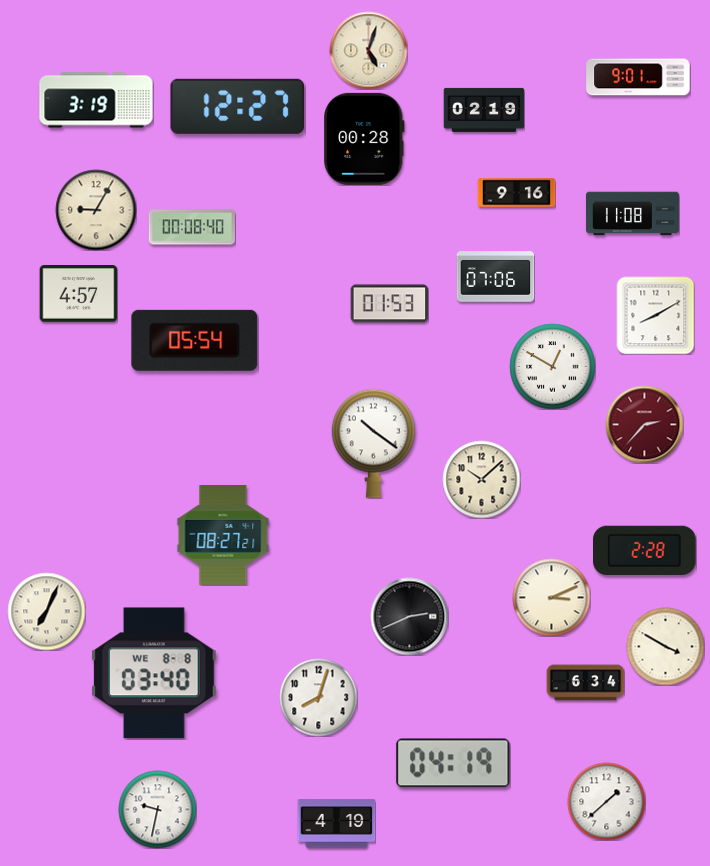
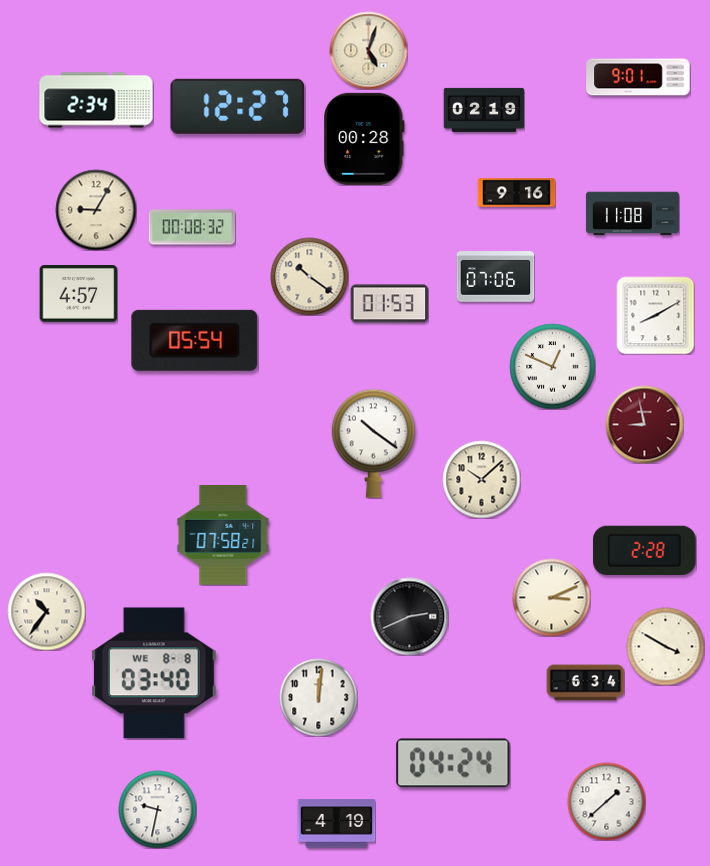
clock at (96, 100): 3:19 -> 2:34
clock at (192, 227): 00:08:40 -> 00:08:32
clock at (309, 276): none -> 10:21
clock at (552, 366): 12:50 -> 12:49
clock at (644, 424): 2:37 -> 8:58
clock at (223, 536): 08:27 -> 07:58
clock at (46, 611): 7:04 -> 10:36
clock at (318, 697): 8:03 -> 12:01
clock at (453, 763): 04:19 -> 04:24
